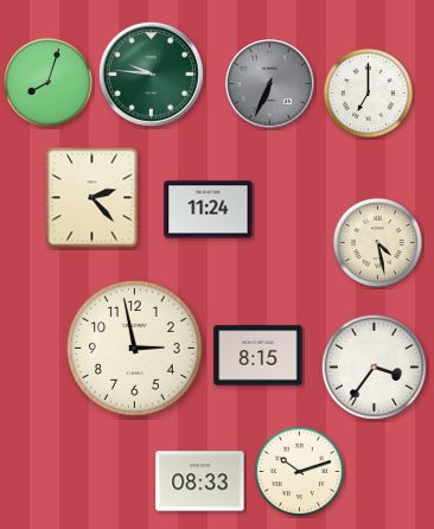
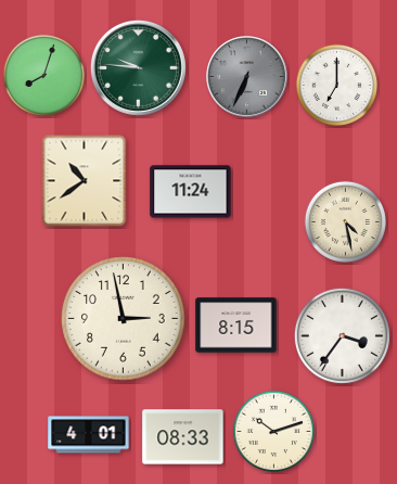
clock at (92, 198): 2:23 -> 10:39
clock at (89, 435): none -> 4:01
clock at (200, 482) position: (200, 482) -> (183, 437)
